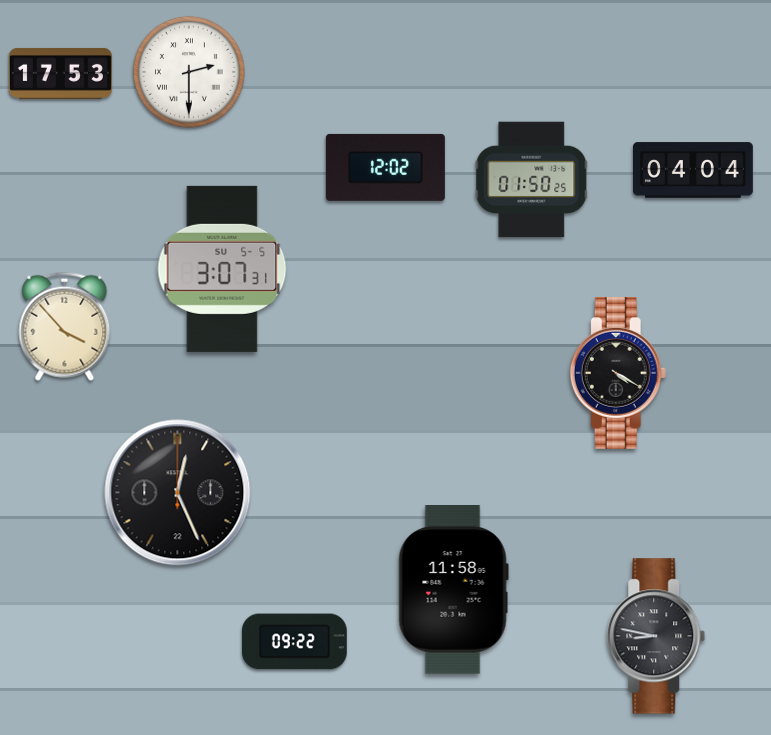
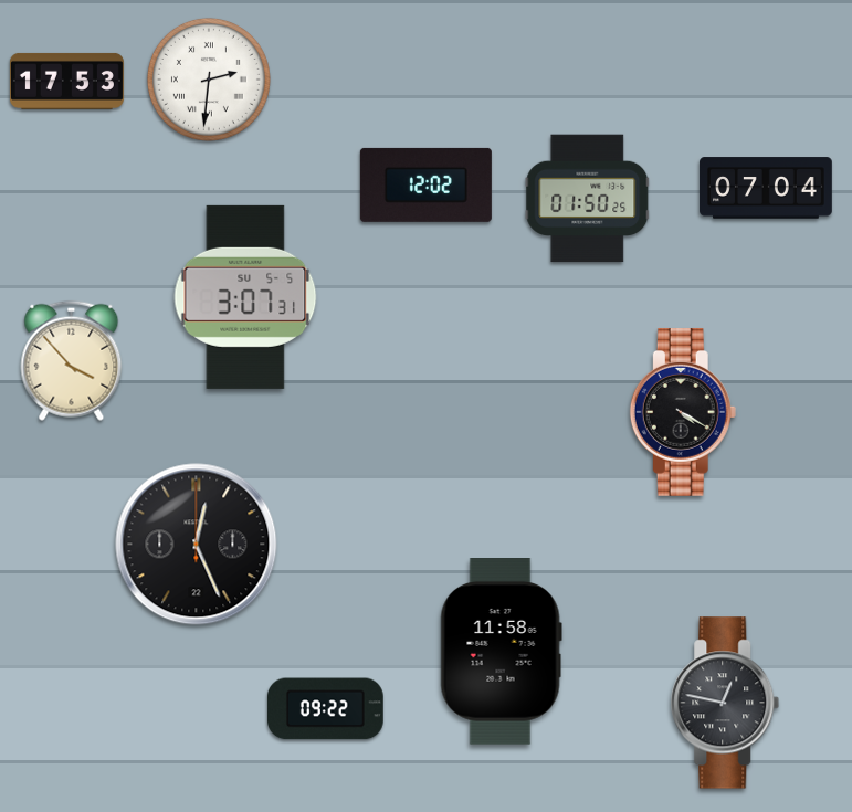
clock at (189, 72): 2:30 -> 2:31
clock at (694, 170): 04:04 -> 07:04
clock at (656, 636): 8:47 -> 12:47
